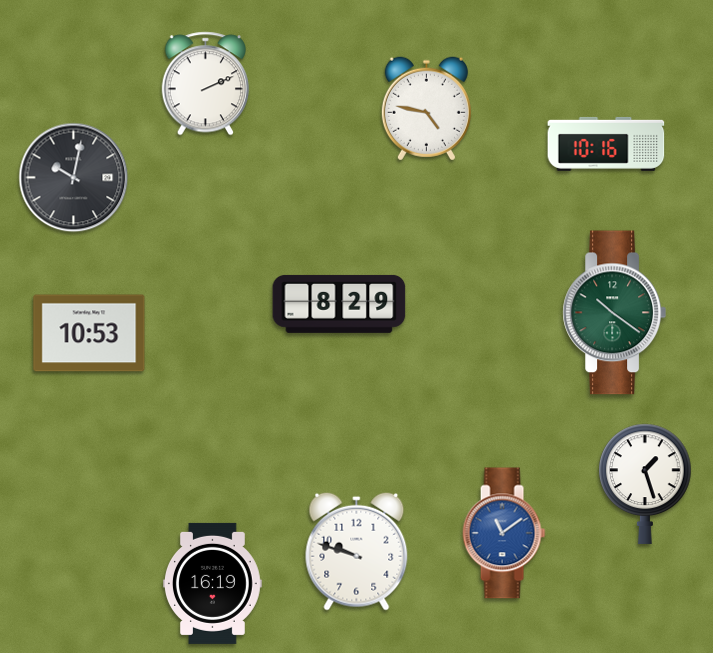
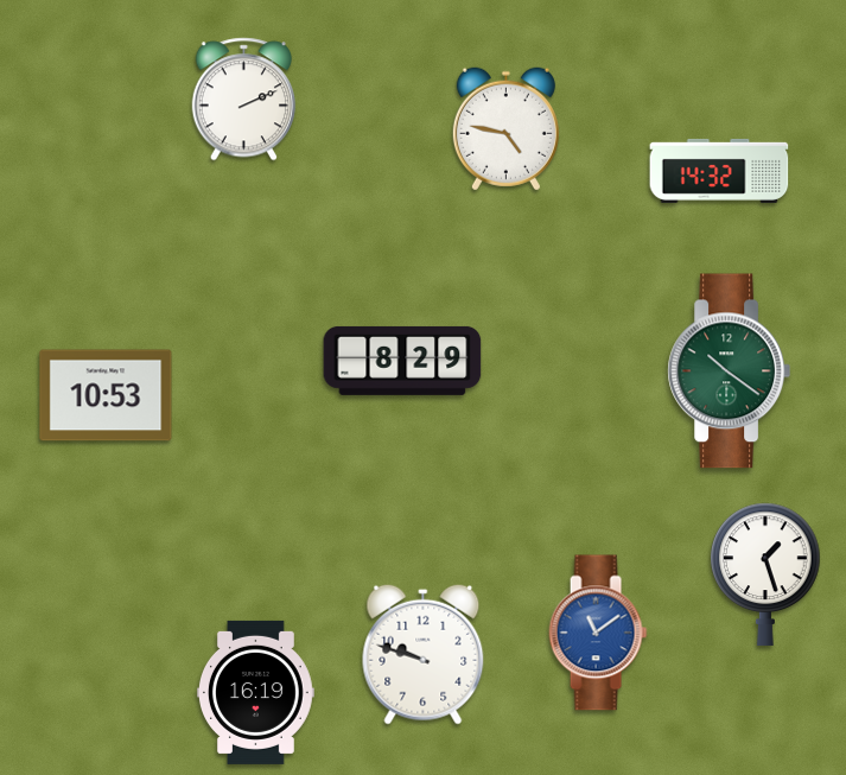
clock at (606, 144): 10:16 -> 14:32
clock at (74, 178): 10:02 -> none
clock at (213, 583) position: (213, 583) -> (256, 692)
